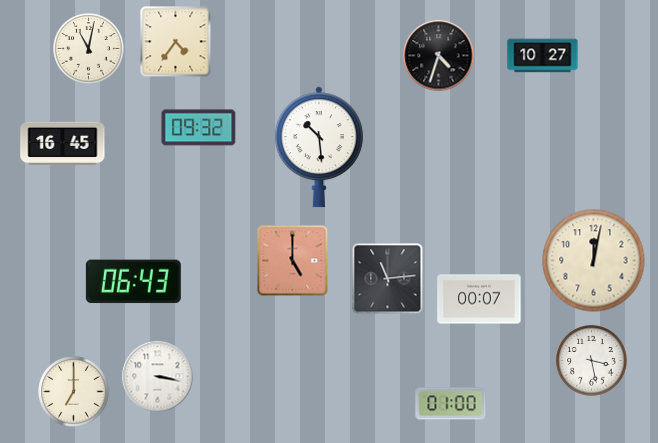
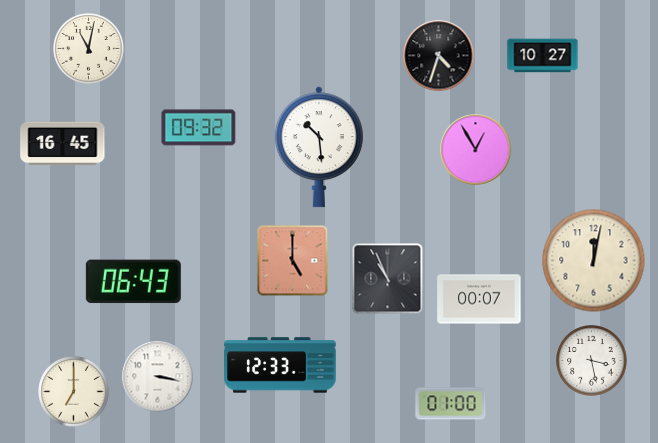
clock at (176, 42): 4:36 -> none
clock at (476, 150): none -> 12:55
clock at (388, 279): 11:14 -> 10:56
clock at (280, 365): none -> 12:33
